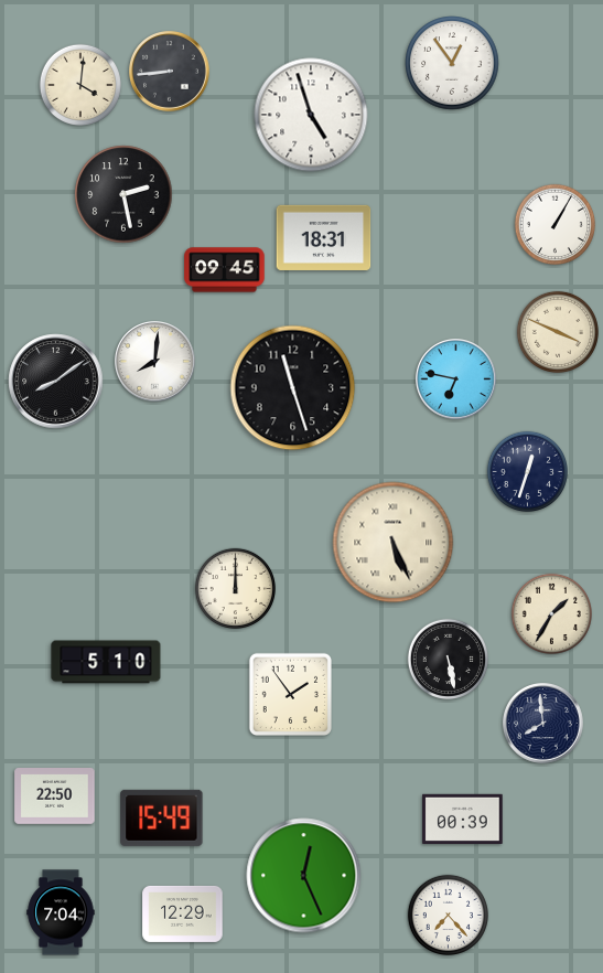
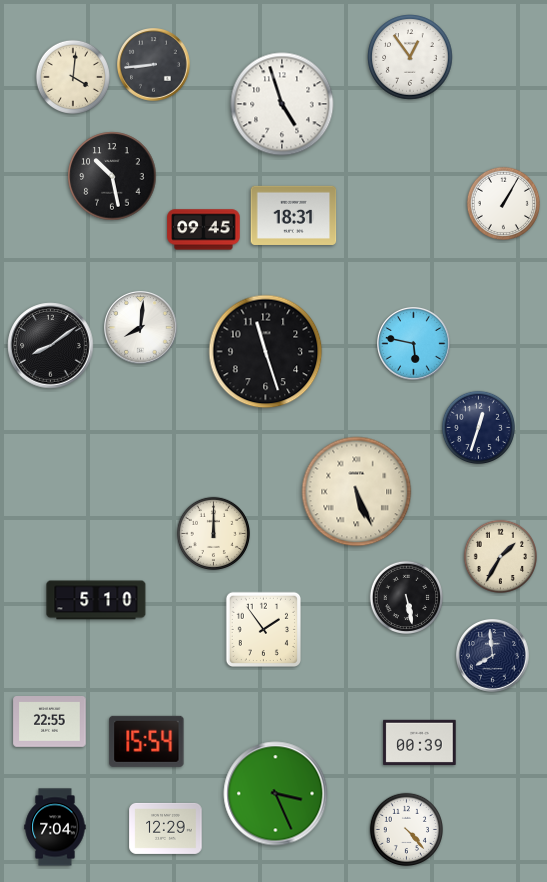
clock at (123, 194): 2:28 -> 10:28
clock at (225, 270) position: (225, 270) -> (204, 230)
clock at (558, 331): 3:49 -> none
clock at (456, 379): 6:47 -> 5:47
clock at (55, 796): 22:50 -> 22:55
clock at (162, 817): 15:49 -> 15:54
clock at (304, 876): 12:26 -> 3:26
clock at (448, 915): 7:23 -> 4:23
